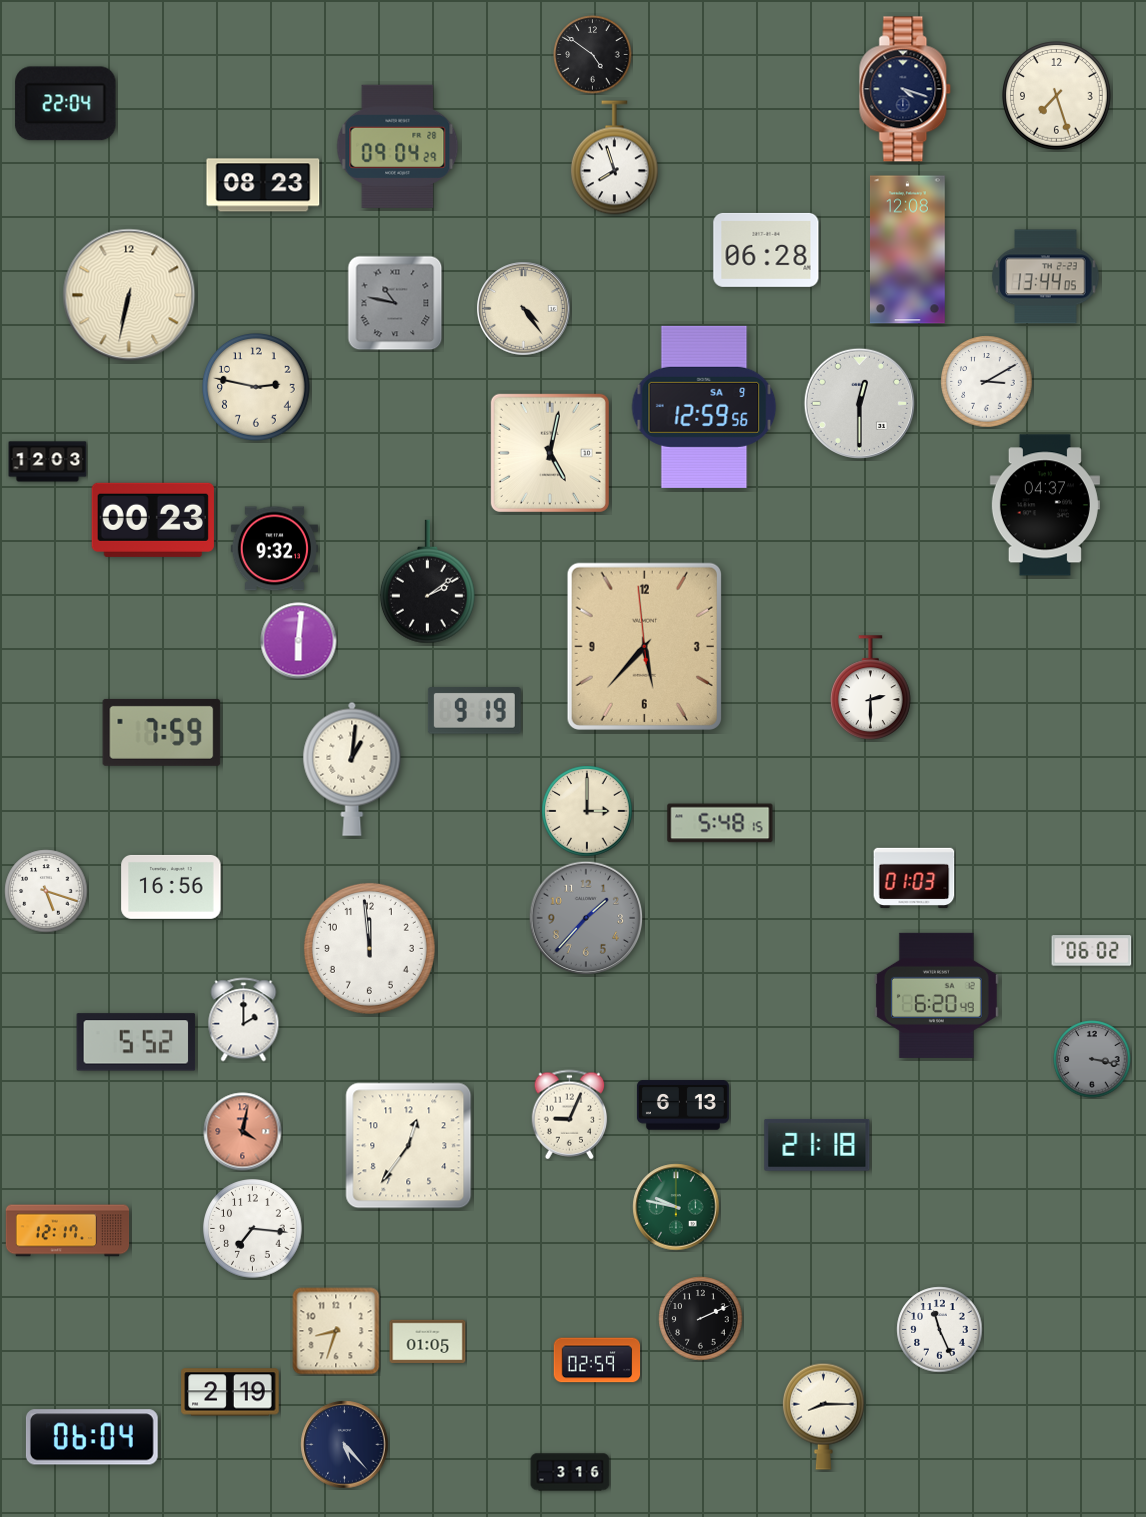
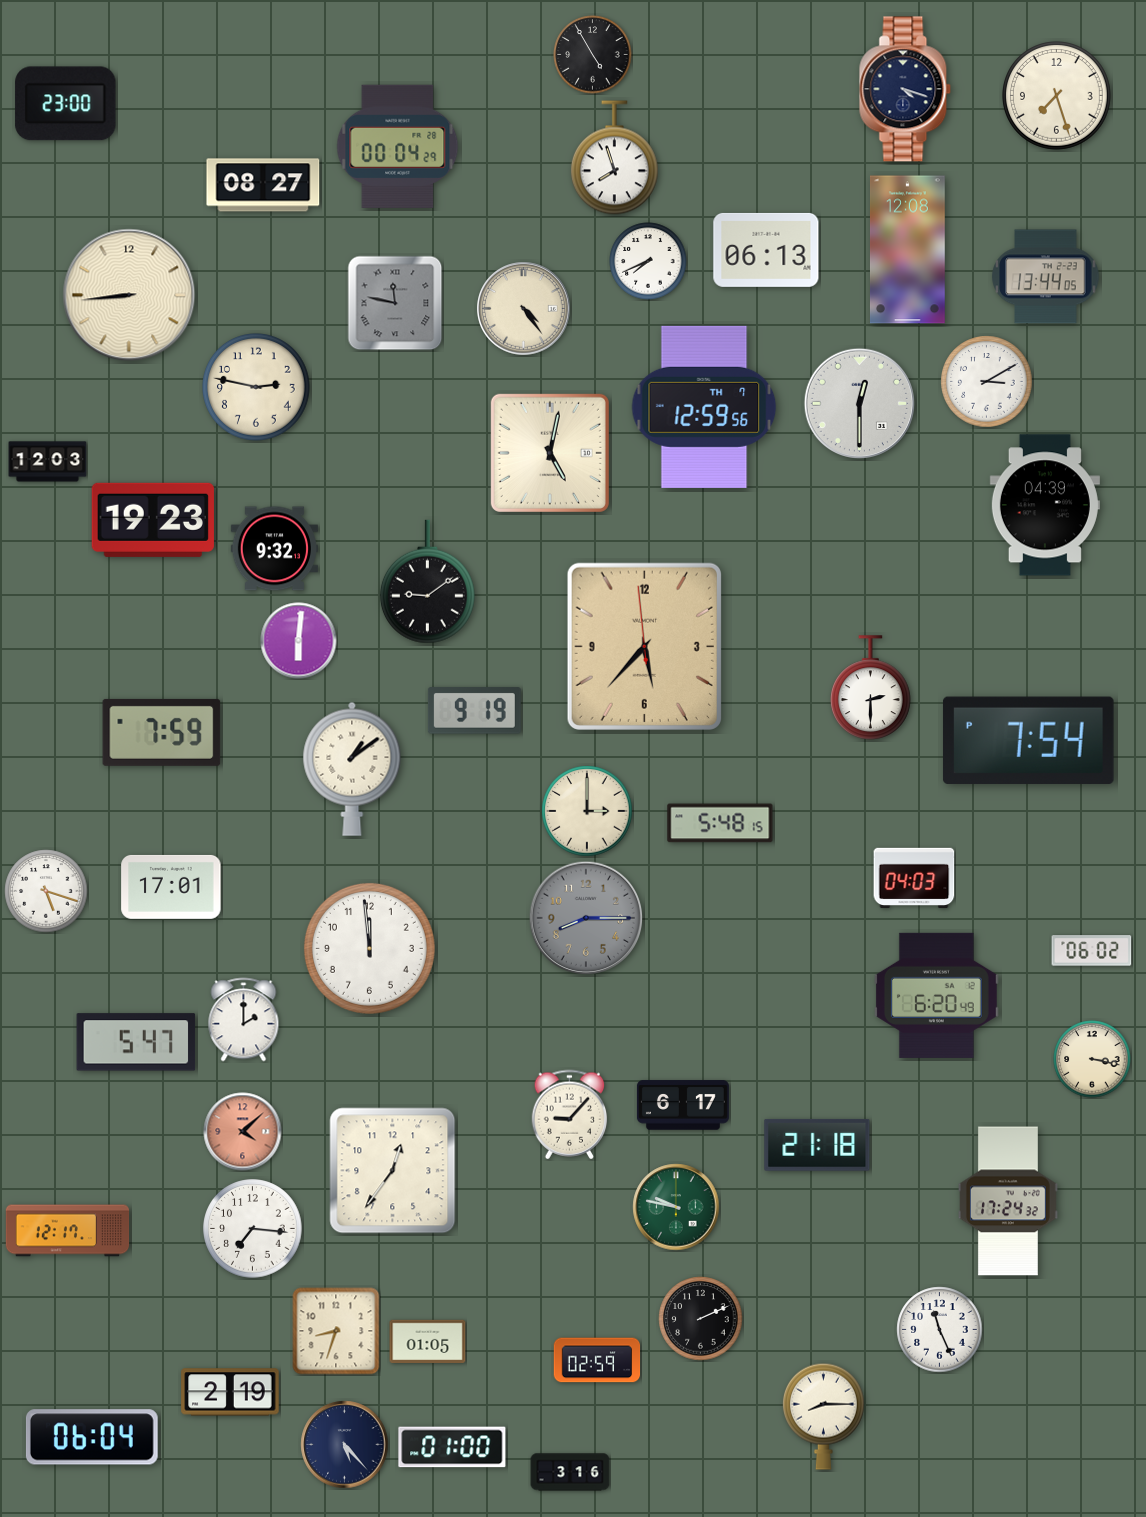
clock at (593, 55): 4:51 -> 4:55
clock at (66, 104): 22:04 -> 23:00
clock at (398, 146): 09:04 -> 00:04
clock at (263, 185): 08:23 -> 08:27
clock at (766, 250): 06:28 -> 06:13
clock at (648, 261): none -> 7:41
clock at (129, 295): 6:32 -> 8:44
clock at (395, 303): 10:47 -> 11:47
clock at (704, 407) date: SA 9 -> TH 7
clock at (1045, 505): 04:37 -> 04:39
clock at (153, 520): 00:23 -> 19:23
clock at (427, 582): 2:09 -> 9:09
clock at (1028, 740): none -> 7:54
clock at (352, 769): 1:01 -> 1:09
clock at (914, 878): 01:03 -> 04:03
clock at (171, 887): 16:56 -> 17:01
clock at (586, 918): 1:37 -> 8:15
clock at (136, 1042): 5:52 -> 5:47
clock at (1092, 1059) dial: grey -> cream
clock at (683, 1105): 6:13 -> 6:17
clock at (570, 1115): 9:04 -> 9:07
clock at (243, 1132): 4:02 -> 4:08
clock at (409, 1146) position: (409, 1146) -> (393, 1171)
clock at (1008, 1201): none -> 17:24
clock at (452, 1447): none -> 01:00
